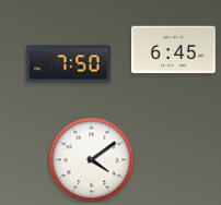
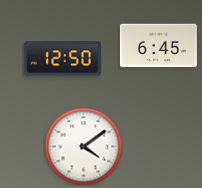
clock at (68, 64): 7:50 -> 12:50
